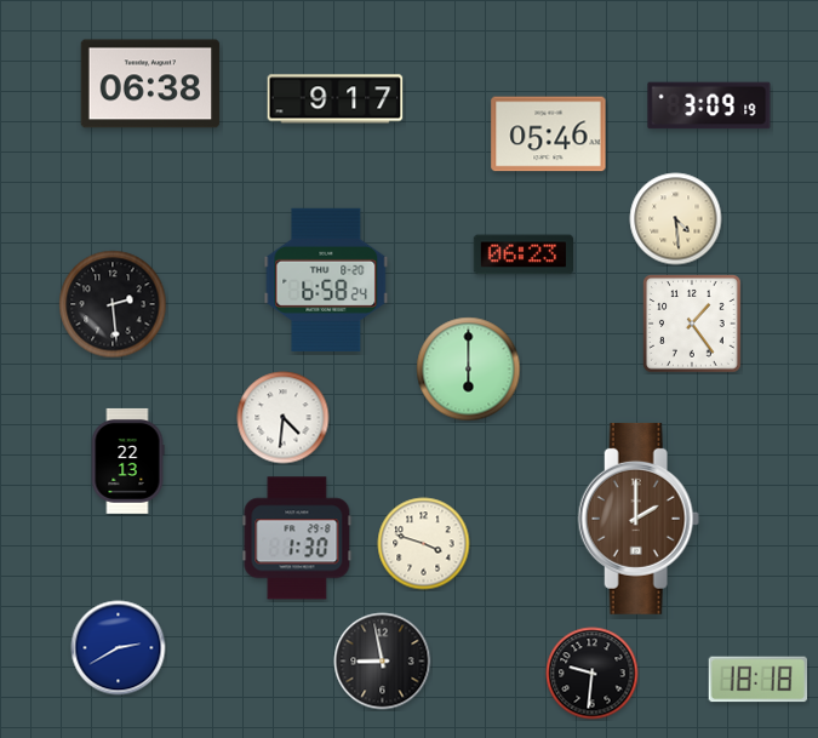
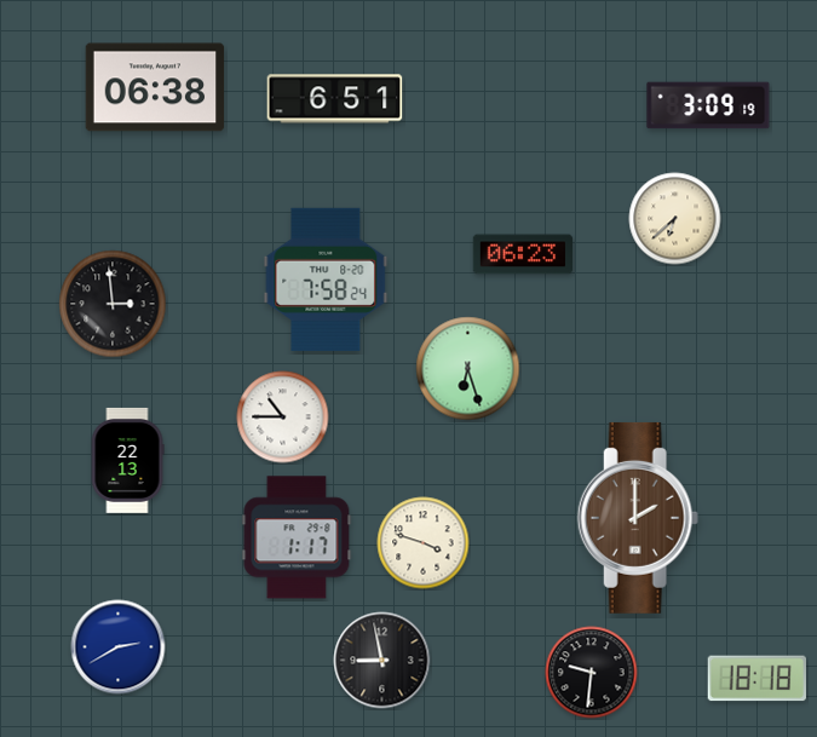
clock at (150, 84) position: (150, 84) -> (155, 87)
clock at (336, 99): 9:17 -> 6:51
clock at (549, 135): 05:46 -> none
clock at (676, 219): 4:29 -> 6:38
clock at (326, 280): 6:58 -> 7:58
clock at (113, 304): 2:29 -> 2:59
clock at (692, 324): 1:24 -> none
clock at (469, 370): 6:00 -> 6:27
clock at (284, 418): 4:31 -> 10:45
clock at (297, 538): 1:30 -> 1:17
